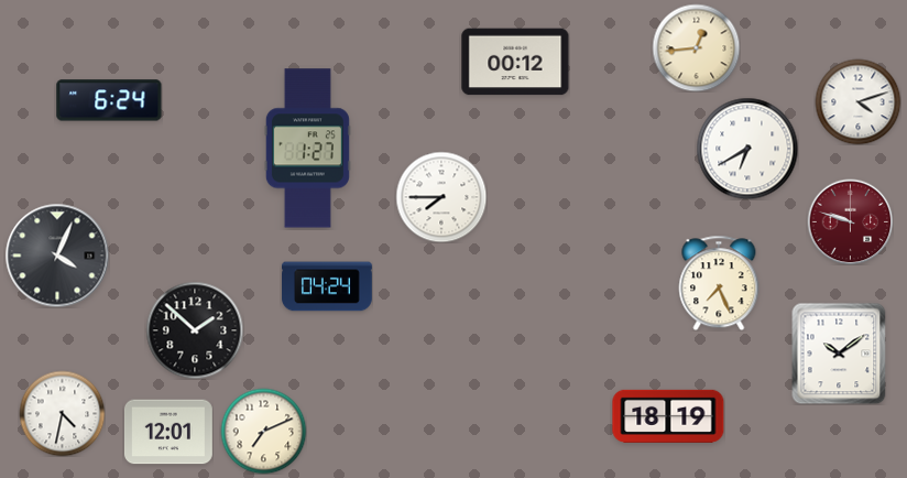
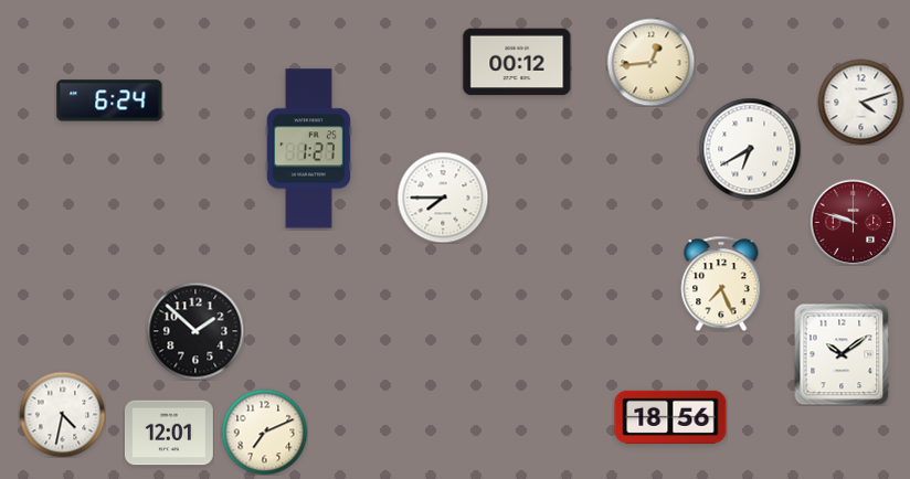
clock at (696, 47) position: (696, 47) -> (650, 62)
clock at (57, 256): 4:04 -> none
clock at (327, 286): 04:24 -> none
clock at (668, 416): 18:19 -> 18:56
